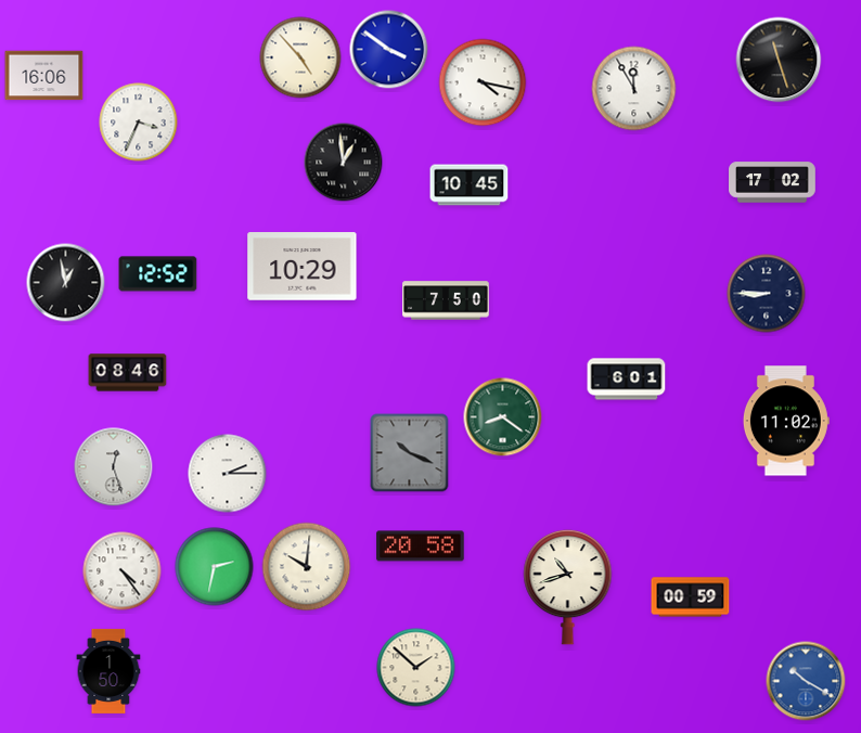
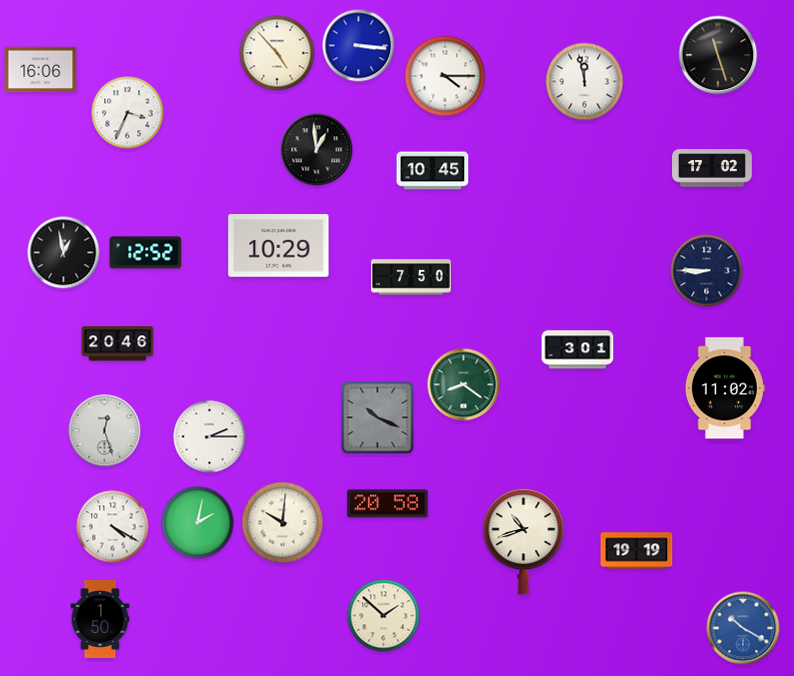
clock at (389, 50): 3:51 -> 3:16
clock at (483, 82): 4:17 -> 4:15
clock at (634, 89): 11:55 -> 11:58
clock at (66, 283) position: (66, 283) -> (64, 253)
clock at (128, 373): 08:46 -> 20:46
clock at (627, 380): 6:01 -> 3:01
clock at (215, 567): 2:32 -> 2:02
clock at (123, 571): 4:24 -> 4:20
clock at (691, 597): 00:59 -> 19:19
